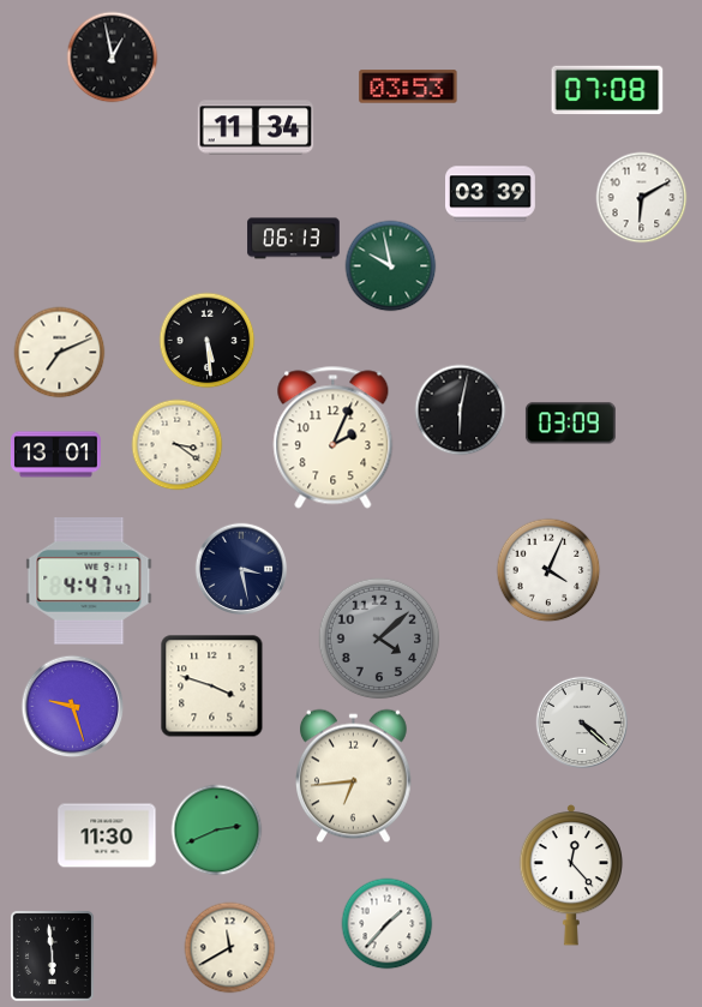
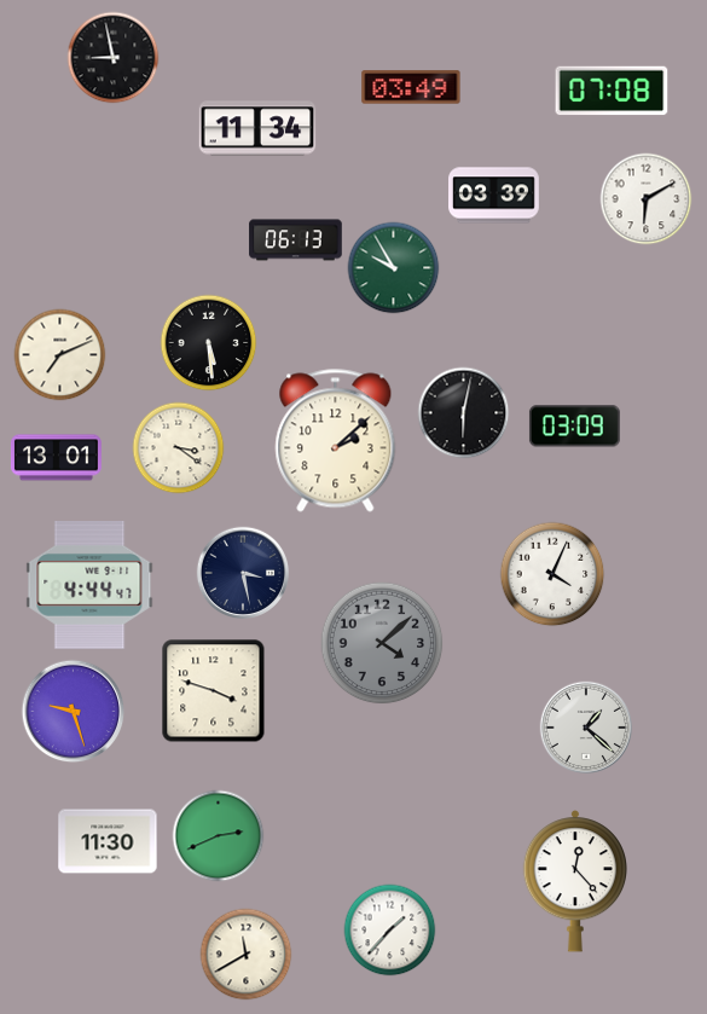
clock at (113, 58): 12:58 -> 8:58
clock at (408, 86): 03:53 -> 03:49
clock at (391, 266): 9:58 -> 9:55
clock at (334, 438): 2:04 -> 2:08
clock at (89, 582): 4:47 -> 4:44
clock at (582, 723): 4:22 -> 1:22
clock at (354, 777): 6:44 -> none
clock at (230, 948) position: (230, 948) -> (247, 955)
clock at (52, 955): 5:59 -> none
